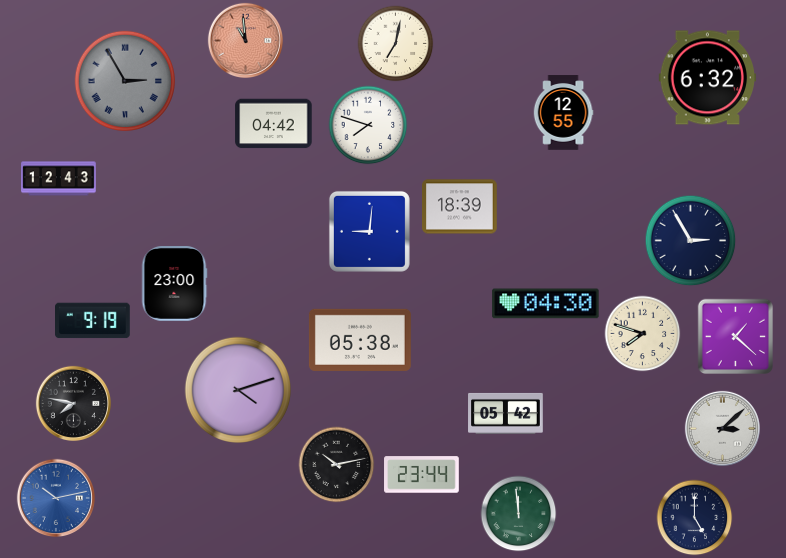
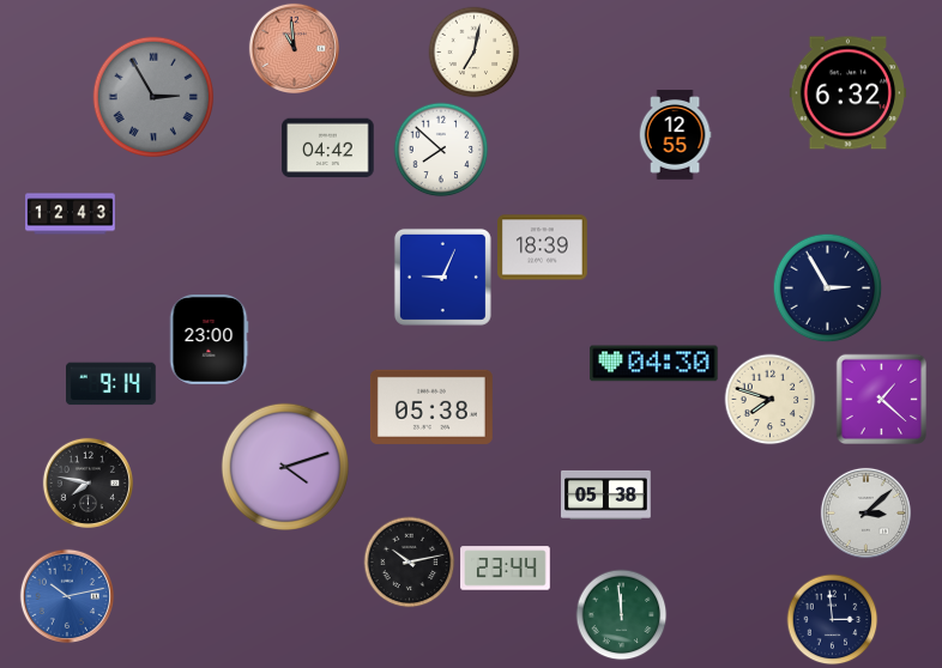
clock at (125, 81) position: (125, 81) -> (153, 97)
clock at (368, 125): 7:48 -> 7:52
clock at (460, 207) position: (460, 207) -> (543, 248)
clock at (369, 231): 9:01 -> 9:04
clock at (93, 321): 9:19 -> 9:14
clock at (736, 337) position: (736, 337) -> (882, 400)
clock at (506, 413): 05:42 -> 05:38
clock at (337, 465) position: (337, 465) -> (410, 563)
clock at (695, 518): 5:00 -> 2:59
